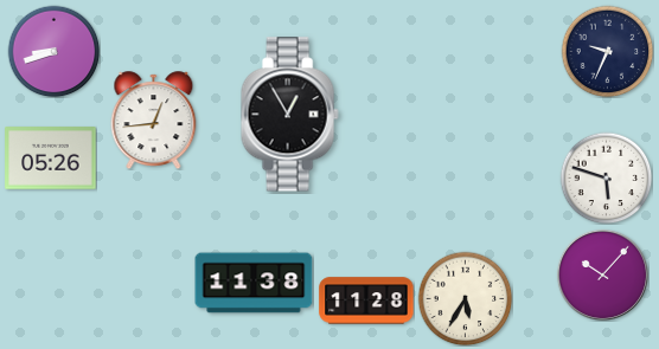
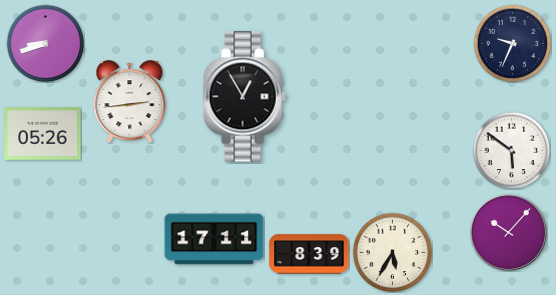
clock at (154, 121): 12:44 -> 2:44
clock at (606, 177): 5:48 -> 5:51
clock at (254, 283): 11:38 -> 17:11
clock at (366, 300): 11:28 -> 8:39
